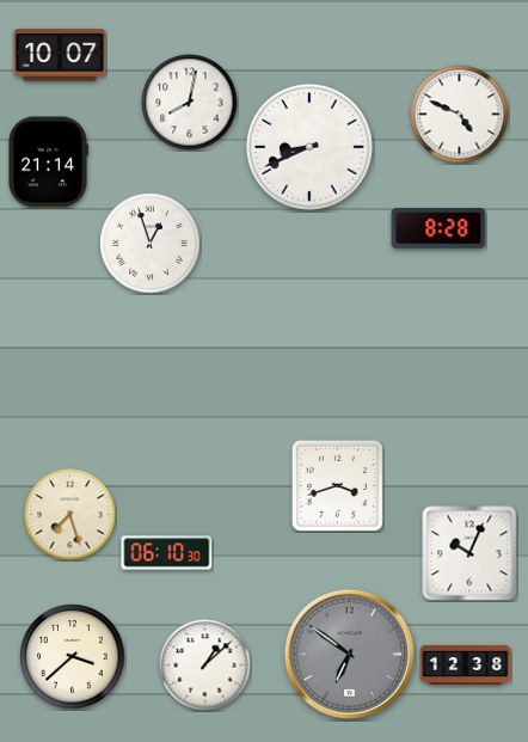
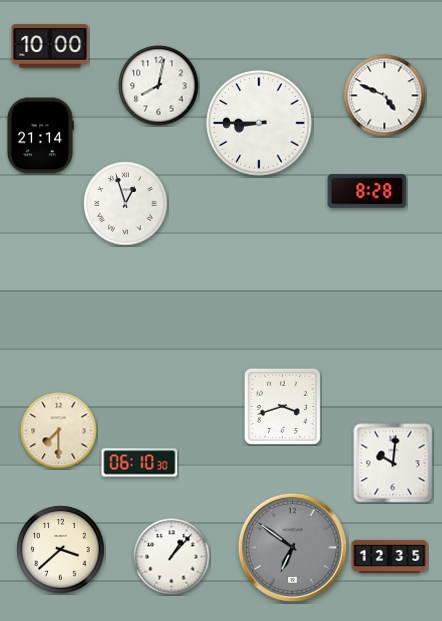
clock at (60, 55): 10:07 -> 10:00
clock at (309, 147): 8:41 -> 8:45
clock at (70, 515): 7:27 -> 7:30
clock at (469, 553): 10:04 -> 10:01
clock at (466, 664): 12:38 -> 12:35
clock at (205, 666): 1:08 -> 1:07
